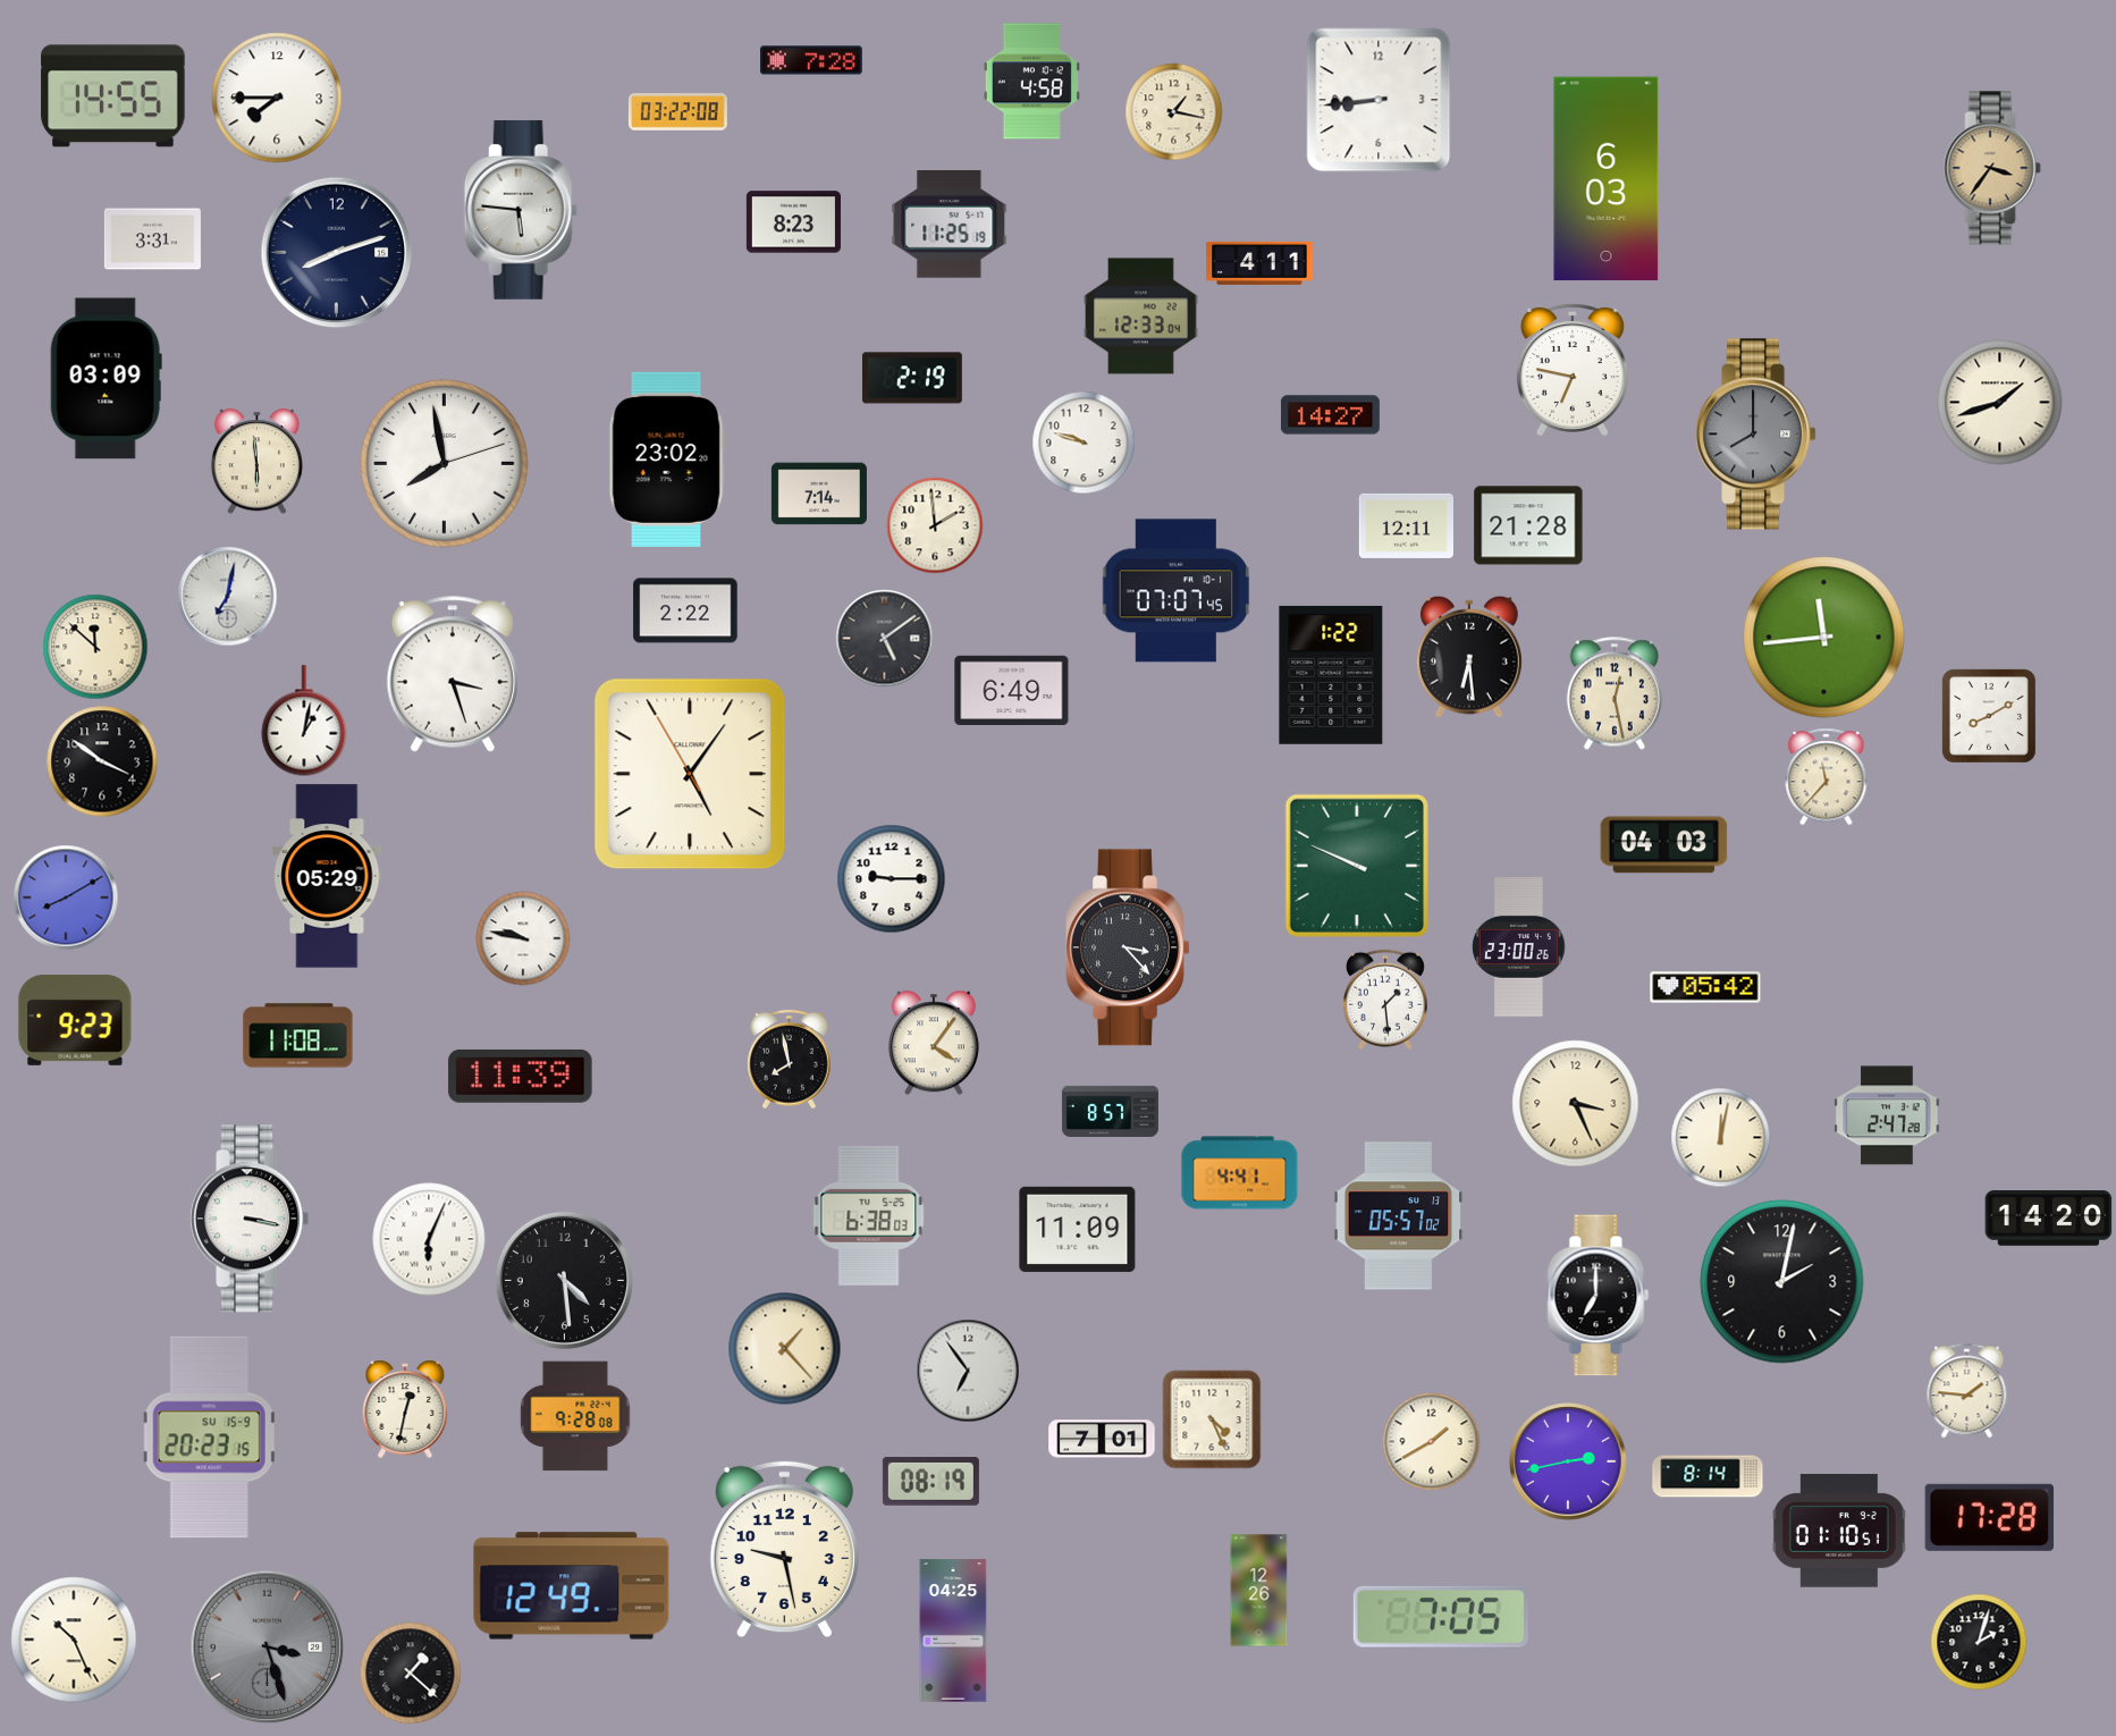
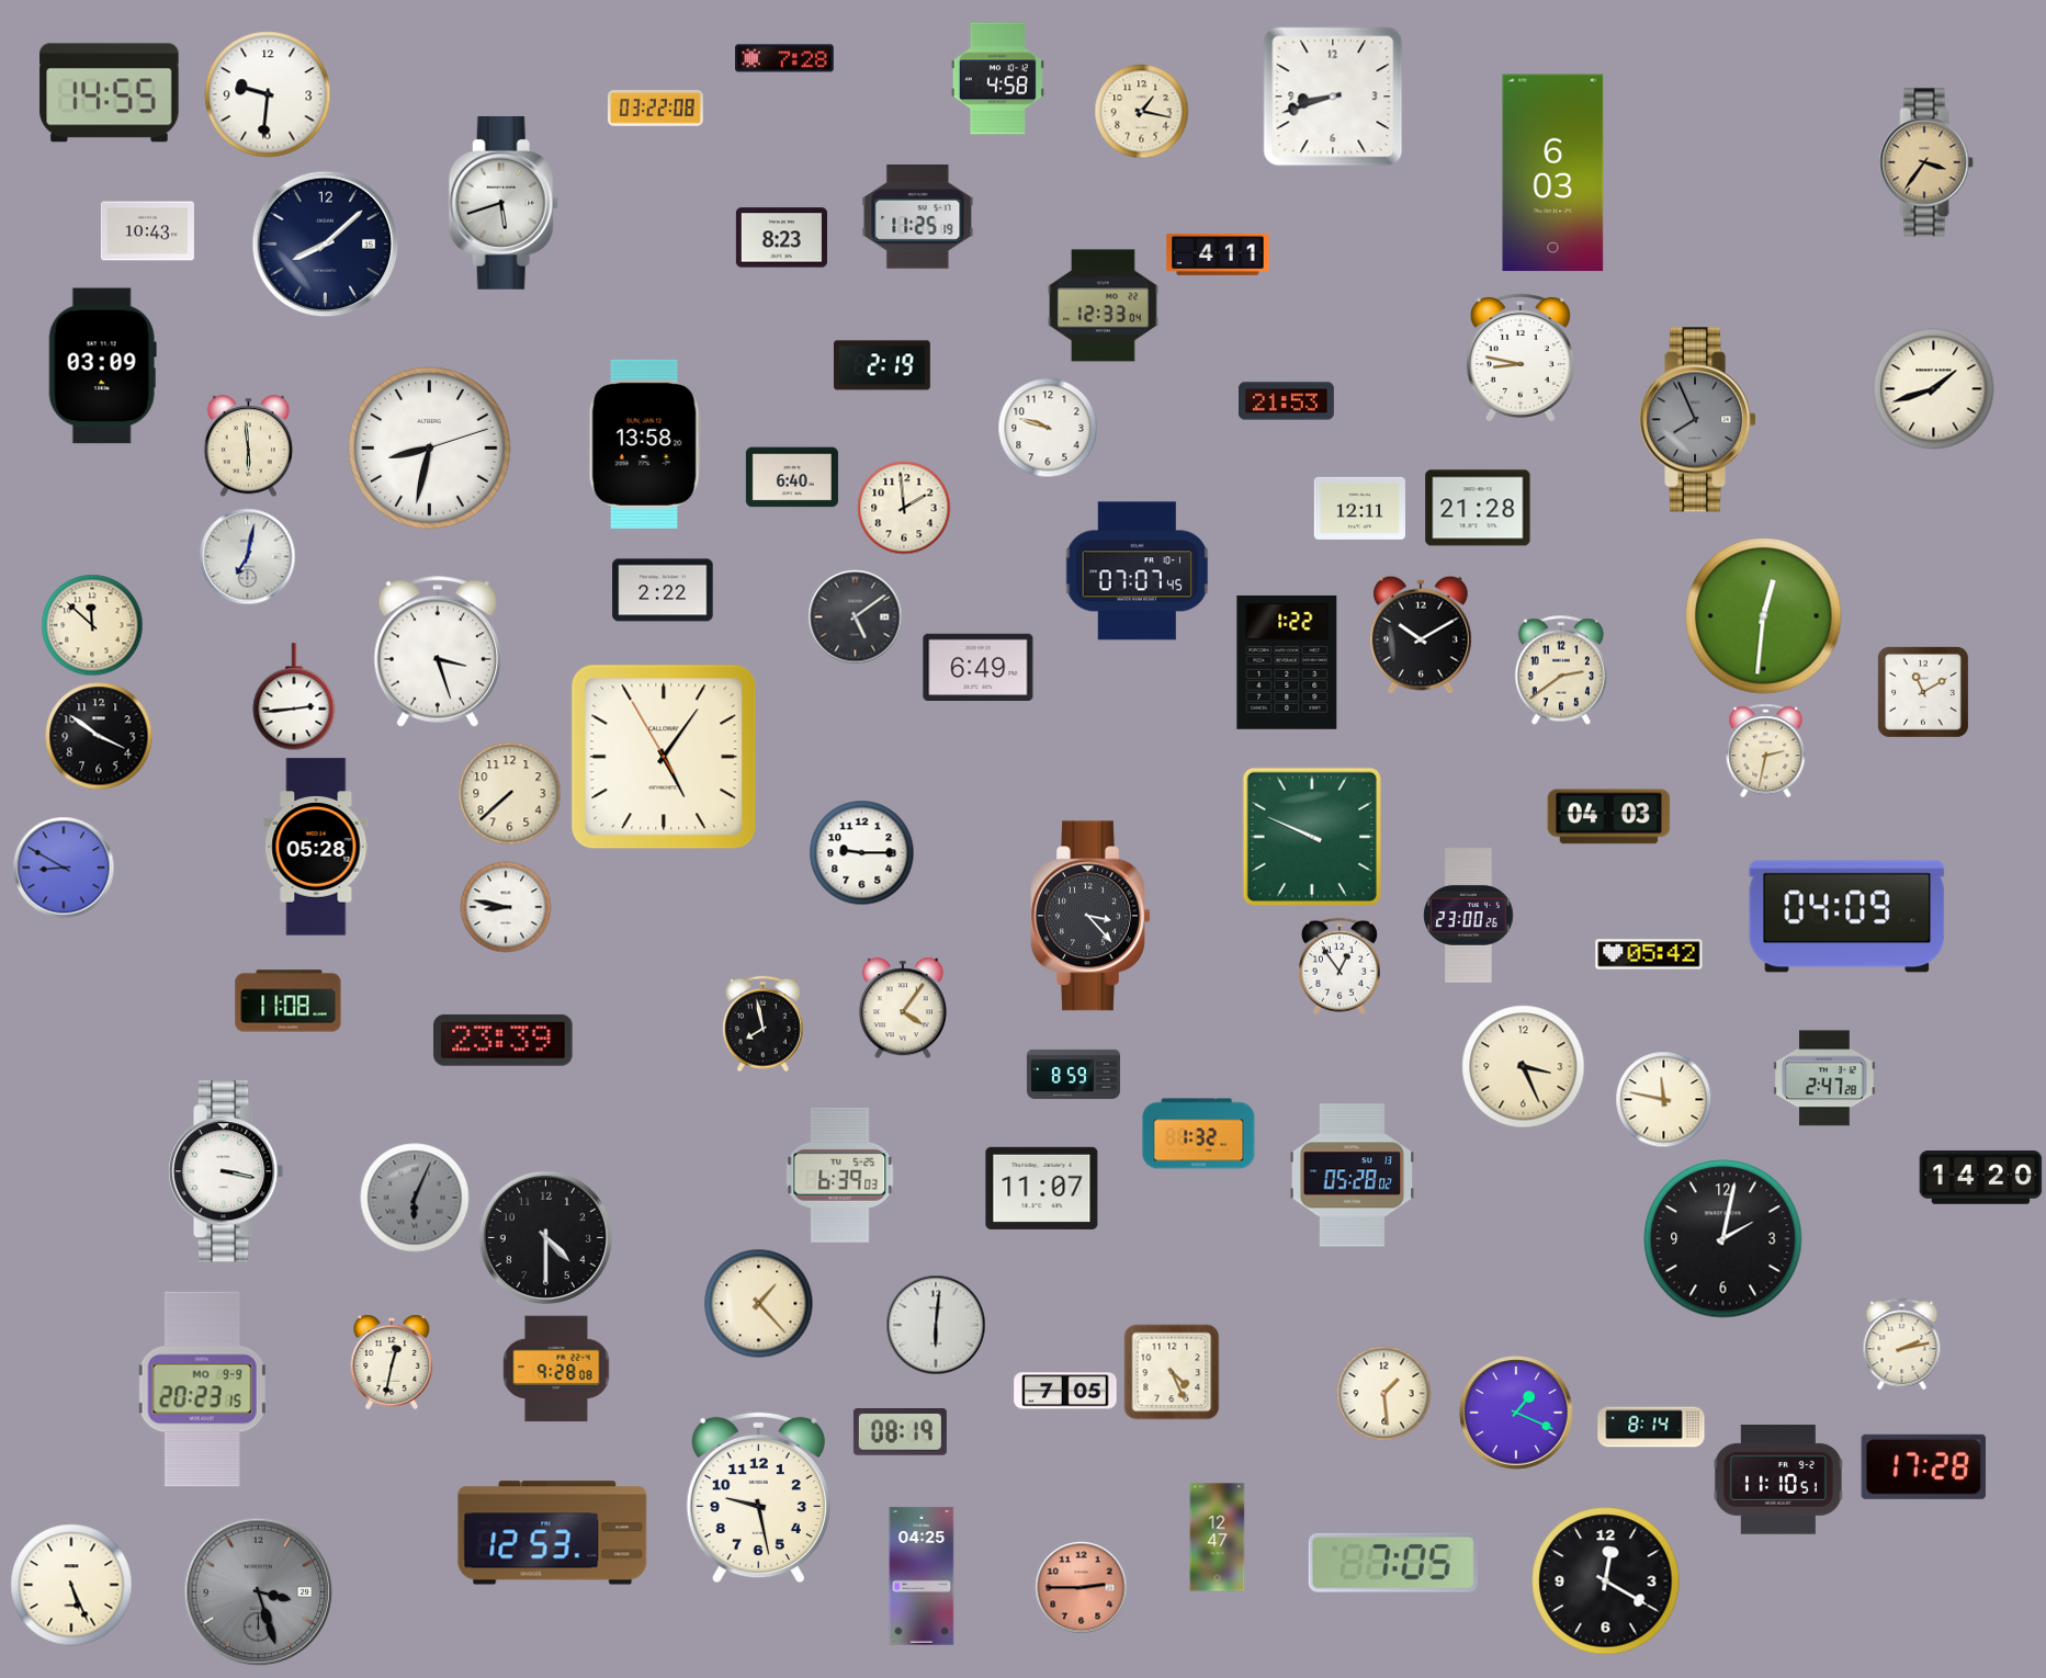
clock at (277, 98): 7:45 -> 9:31
clock at (1379, 100): 8:44 -> 8:42
clock at (1174, 112) position: (1174, 112) -> (1142, 112)
clock at (521, 210): 5:46 -> 5:42
clock at (793, 222) position: (793, 222) -> (781, 238)
clock at (152, 239): 3:31 -> 10:43
clock at (337, 253): 8:12 -> 8:08
clock at (1573, 369): 6:47 -> 8:47
clock at (1330, 415): 14:27 -> 21:53
clock at (1757, 435): 8:00 -> 7:56
clock at (667, 460): 23:02 -> 13:58
clock at (445, 464): 7:58 -> 8:32
clock at (819, 494): 7:14 -> 6:40
clock at (228, 597) position: (228, 597) -> (248, 557)
clock at (1824, 638): 11:44 -> 12:31
clock at (1469, 657): 6:29 -> 10:10
clock at (1331, 675) position: (1331, 675) -> (1287, 662)
clock at (1615, 693): 12:28 -> 2:39
clock at (1989, 716): 8:10 -> 11:10
clock at (304, 720): 1:02 -> 2:44
clock at (690, 774) position: (690, 774) -> (664, 757)
clock at (1827, 777): 11:37 -> 2:32
clock at (510, 794): none -> 7:38
clock at (327, 876): 05:29 -> 05:28
clock at (892, 879) position: (892, 879) -> (862, 853)
clock at (66, 898): 8:10 -> 8:50
clock at (523, 938): 9:47 -> 8:47
clock at (1847, 917): none -> 04:09
clock at (1385, 1000): 1:29 -> 12:54
clock at (75, 1020): 9:23 -> none
clock at (521, 1076): 11:39 -> 23:39
clock at (1110, 1111): 8:57 -> 8:59
clock at (1721, 1138): 12:02 -> 11:47
clock at (1240, 1173): 4:41 -> 1:32
clock at (869, 1215): 6:38 -> 6:39
clock at (1399, 1216): 05:57 -> 05:28
clock at (251, 1219) position: (251, 1219) -> (227, 1171)
clock at (1078, 1229): 11:09 -> 11:07
clock at (429, 1239) dial: white -> grey
clock at (564, 1280): 4:29 -> 4:30
clock at (1599, 1296): 7:00 -> none
clock at (968, 1371): 6:54 -> 6:01
clock at (1967, 1391): 1:46 -> 2:13
clock at (209, 1438) date: SU 15-9 -> MO 9-9
clock at (1102, 1439): 7:01 -> 7:05
clock at (1432, 1442): 1:40 -> 1:29
clock at (1568, 1461): 2:43 -> 1:19
clock at (1839, 1532): 01:10 -> 11:10
clock at (572, 1586): 12:49 -> 12:53
clock at (1259, 1591): 12:26 -> 12:47
clock at (1606, 1581): none -> 12:20
clock at (74, 1640): 10:26 -> 5:26
clock at (1979, 1642): 2:03 -> none
clock at (1082, 1588): none -> 2:45
clock at (411, 1674): 1:22 -> none
